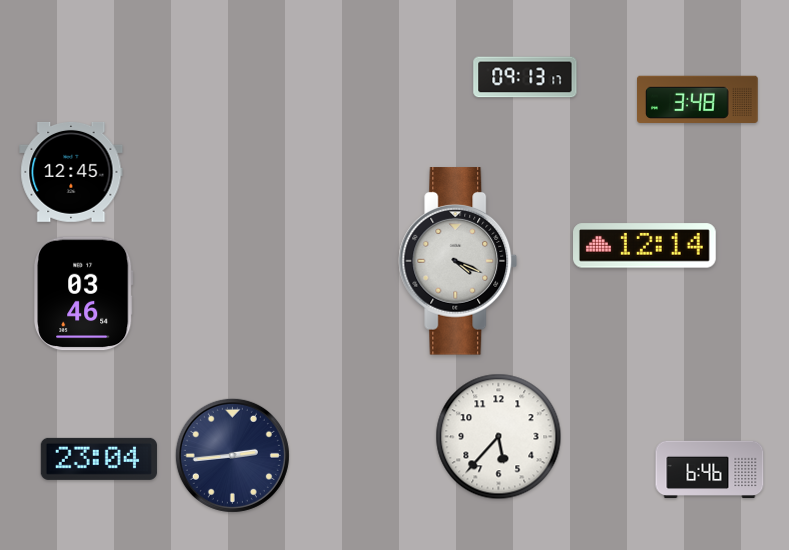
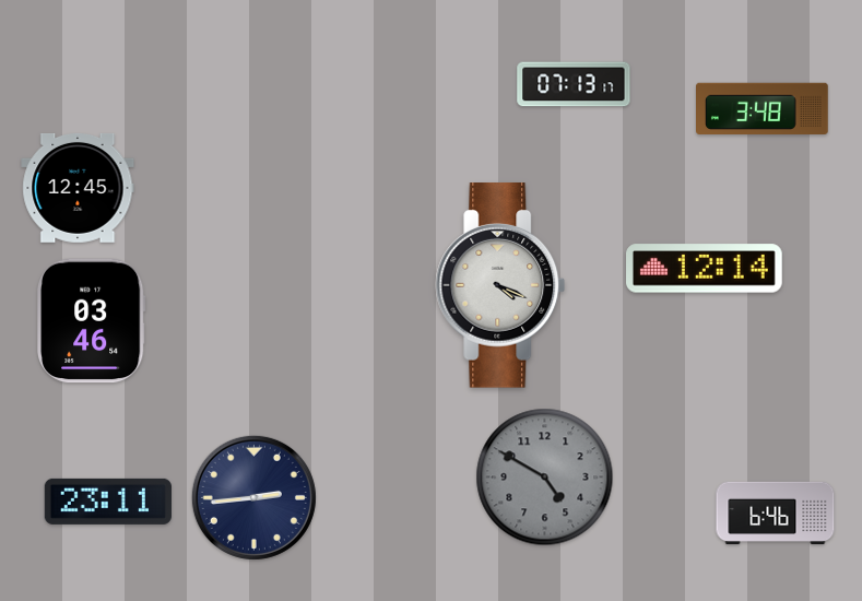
clock at (525, 77): 09:13 -> 07:13
clock at (499, 437): 5:37 -> 4:50
clock at (499, 437) dial: white -> grey
clock at (99, 459): 23:04 -> 23:11
